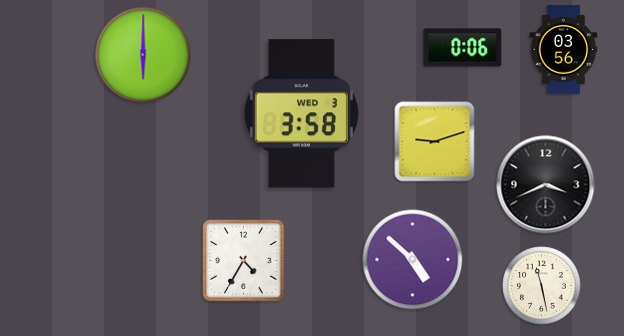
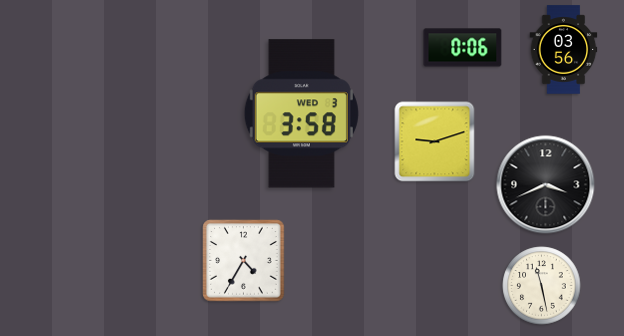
clock at (143, 55): 6:00 -> none
clock at (413, 260): 4:52 -> none
